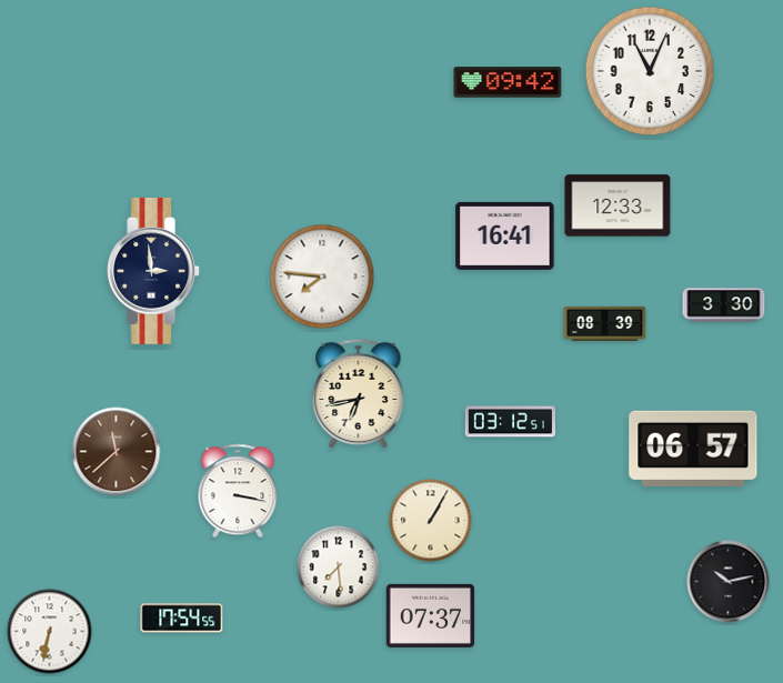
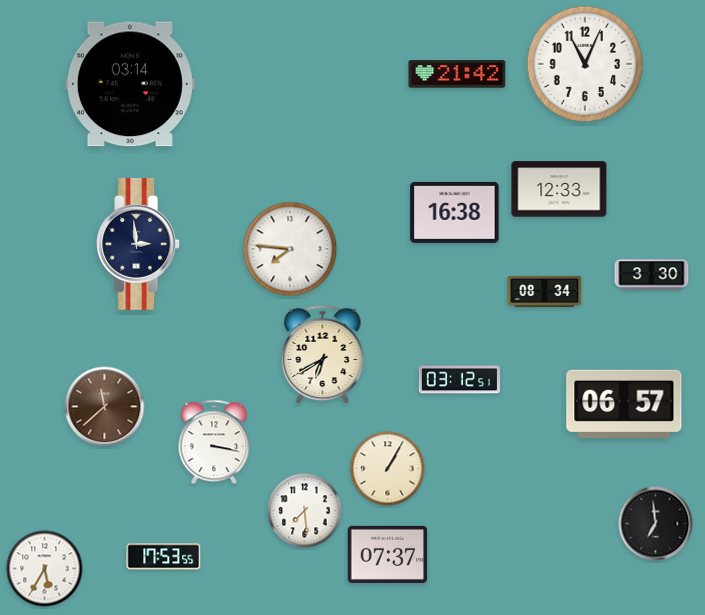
clock at (508, 82): 09:42 -> 21:42
clock at (130, 84): none -> 03:14
clock at (618, 205) position: (618, 205) -> (559, 189)
clock at (505, 235): 16:41 -> 16:38
clock at (605, 323): 08:39 -> 08:34
clock at (359, 394): 6:43 -> 6:40
clock at (729, 582): 10:13 -> 6:59
clock at (182, 619): 17:54 -> 17:53
clock at (50, 632): 6:32 -> 5:35
